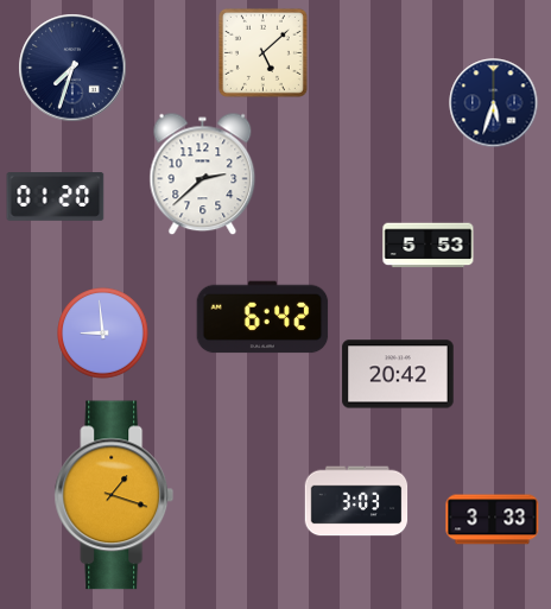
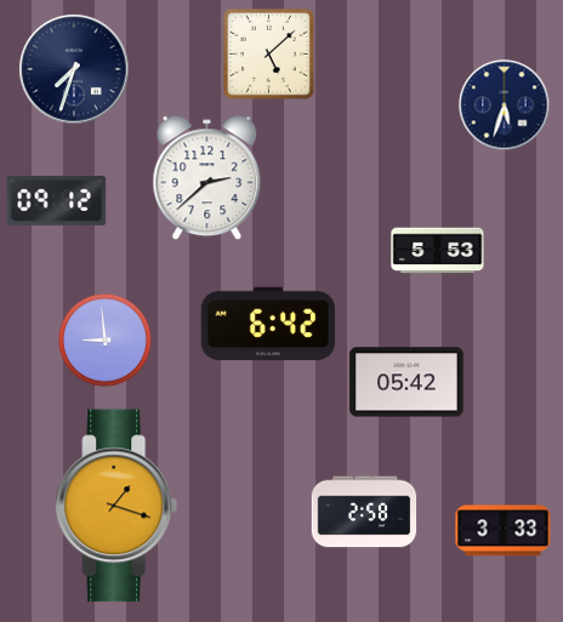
clock at (56, 197): 01:20 -> 09:12
clock at (398, 374): 20:42 -> 05:42
clock at (356, 501): 3:03 -> 2:58
